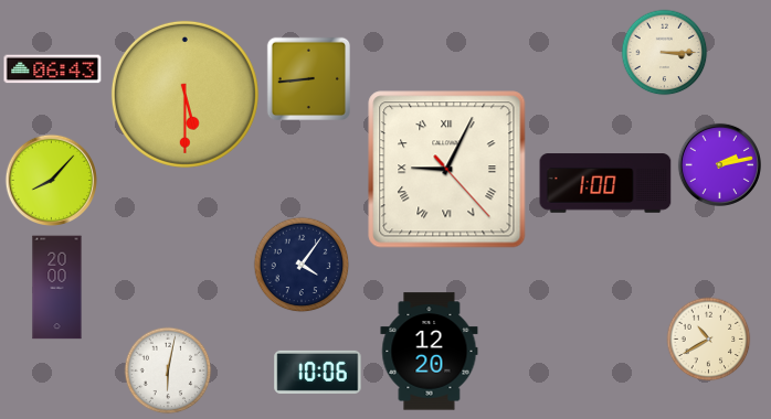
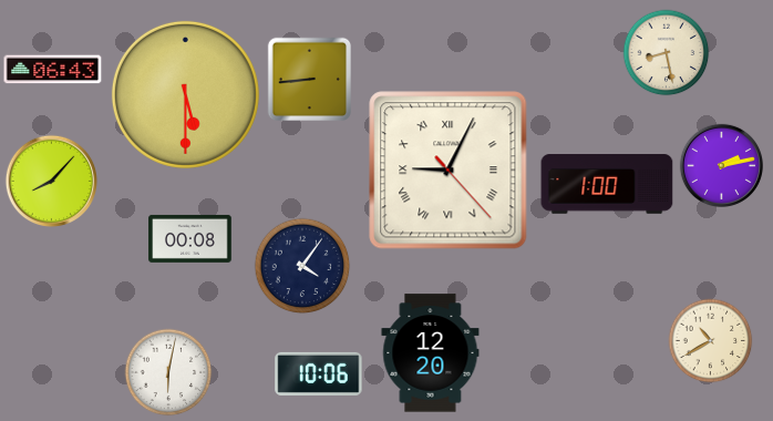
clock at (665, 53): 3:15 -> 8:28
clock at (190, 238): none -> 00:08
clock at (57, 288): 20:00 -> none
